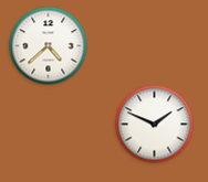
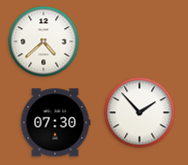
clock at (155, 125): 1:49 -> 1:53
clock at (55, 123): none -> 07:30
